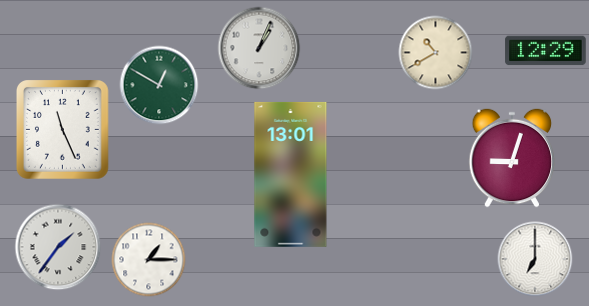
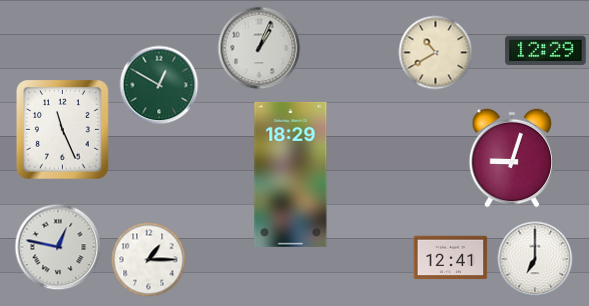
clock at (291, 174): 13:01 -> 18:29
clock at (58, 247): 1:36 -> 12:47
clock at (451, 258): none -> 12:41
